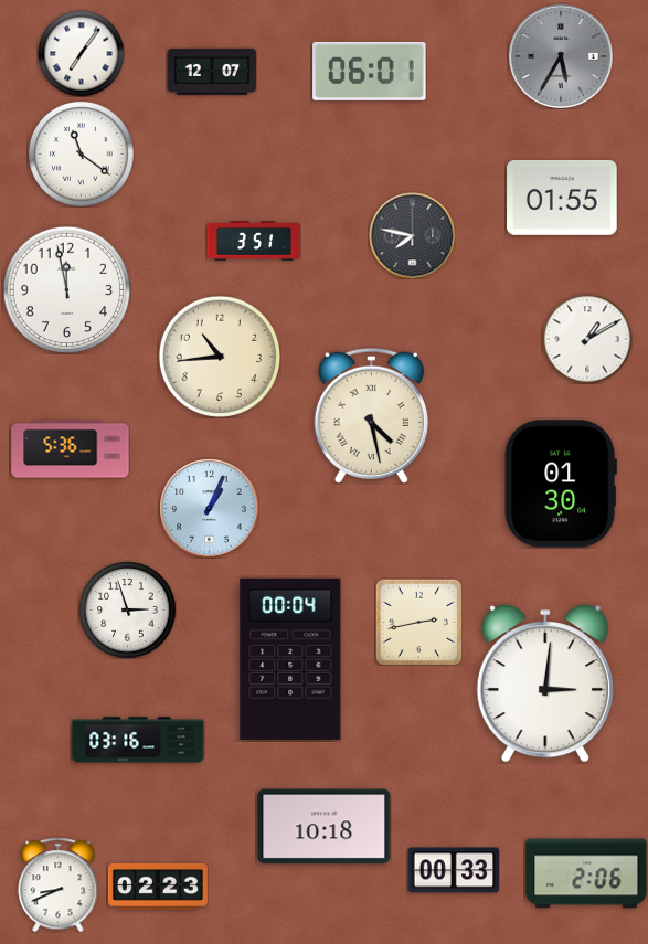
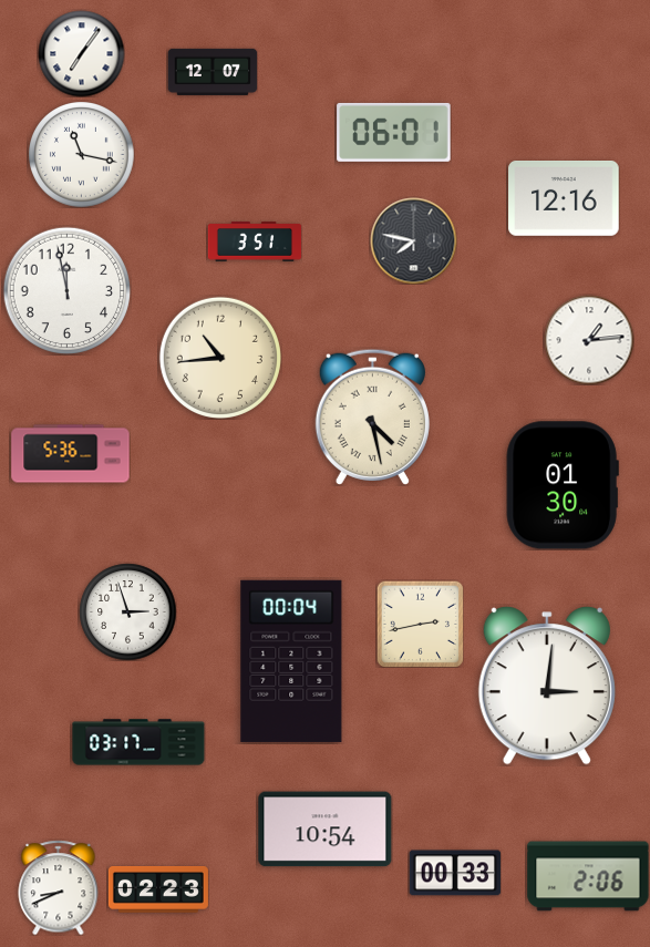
clock at (561, 56): 5:35 -> none
clock at (370, 71) position: (370, 71) -> (394, 132)
clock at (81, 153): 11:21 -> 11:17
clock at (562, 199): 01:55 -> 12:16
clock at (412, 235) position: (412, 235) -> (413, 240)
clock at (587, 339): 1:10 -> 1:14
clock at (71, 449) position: (71, 449) -> (71, 454)
clock at (209, 508): 1:04 -> none
clock at (138, 740): 03:16 -> 03:17
clock at (325, 827): 10:18 -> 10:54
